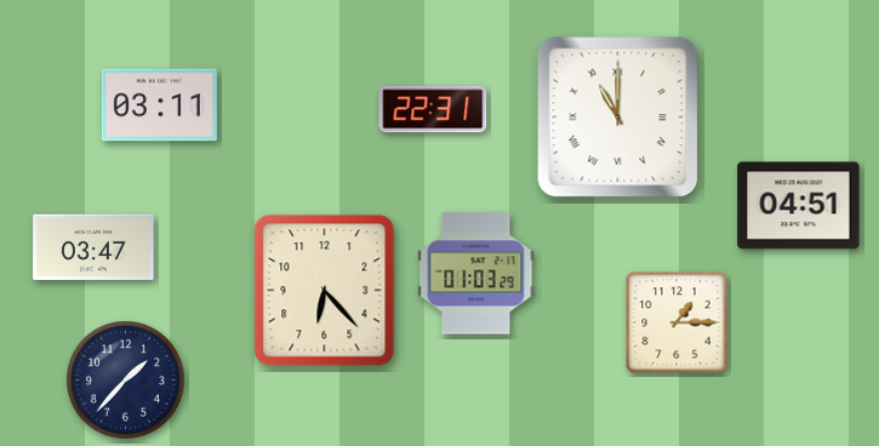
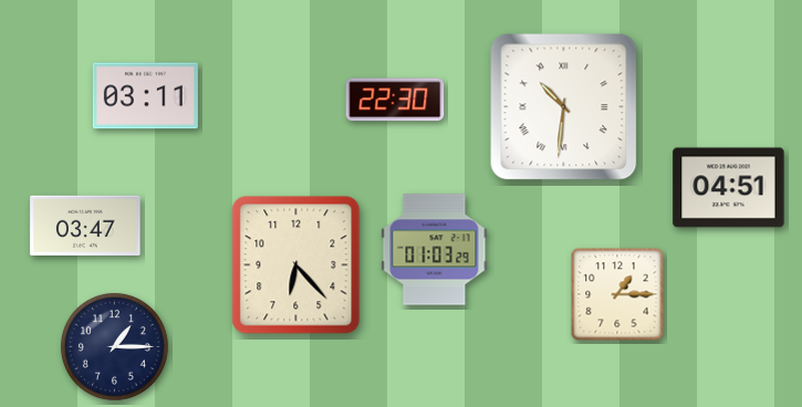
clock at (433, 109): 22:31 -> 22:30
clock at (618, 118): 11:00 -> 10:31
clock at (125, 379): 1:37 -> 1:15
